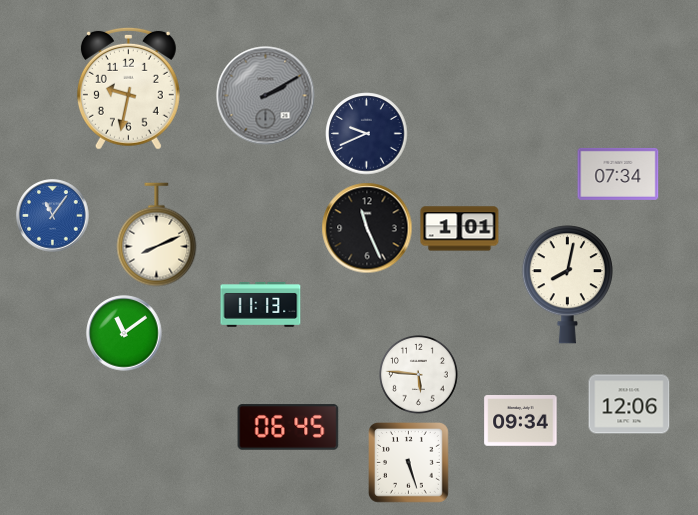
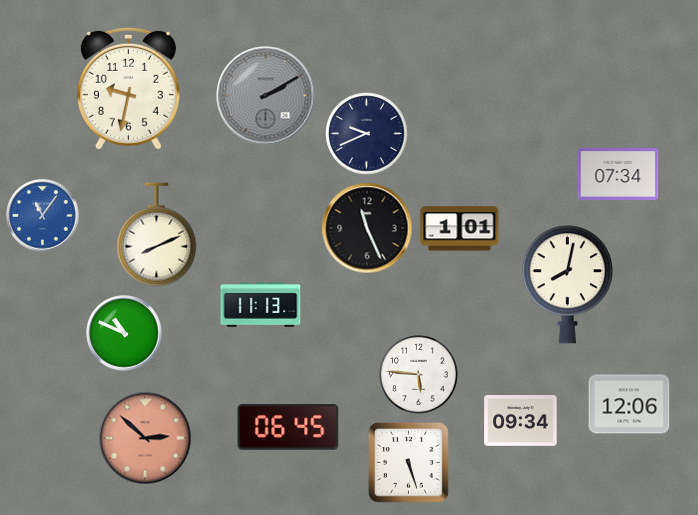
clock at (53, 216) position: (53, 216) -> (43, 216)
clock at (124, 333): 11:09 -> 10:49
clock at (145, 438): none -> 2:52
